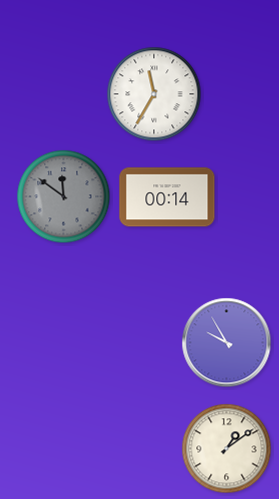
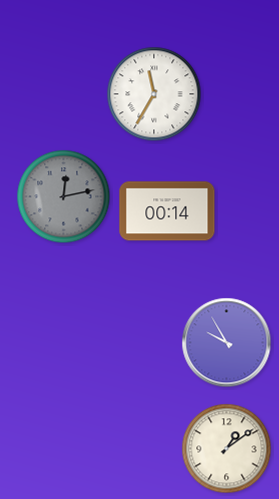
clock at (64, 197): 11:51 -> 12:13
clock at (167, 197) position: (167, 197) -> (167, 211)
